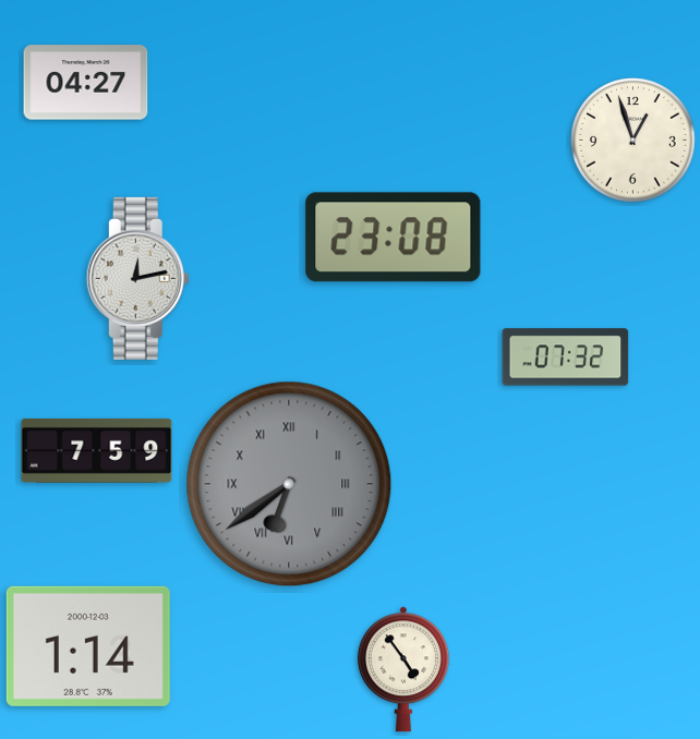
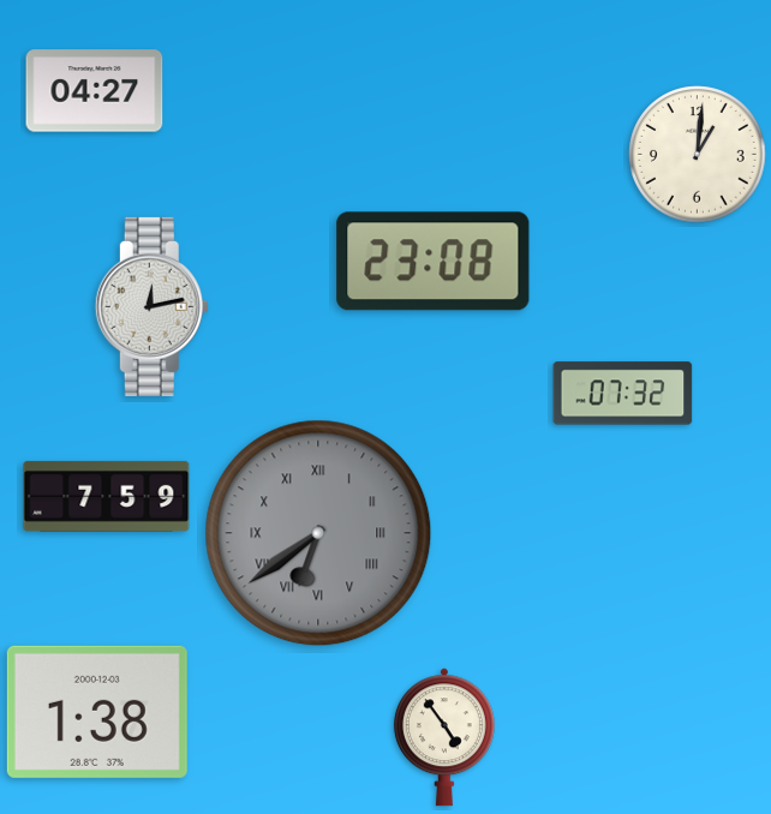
clock at (633, 141): 12:57 -> 1:01
clock at (88, 646): 1:14 -> 1:38
